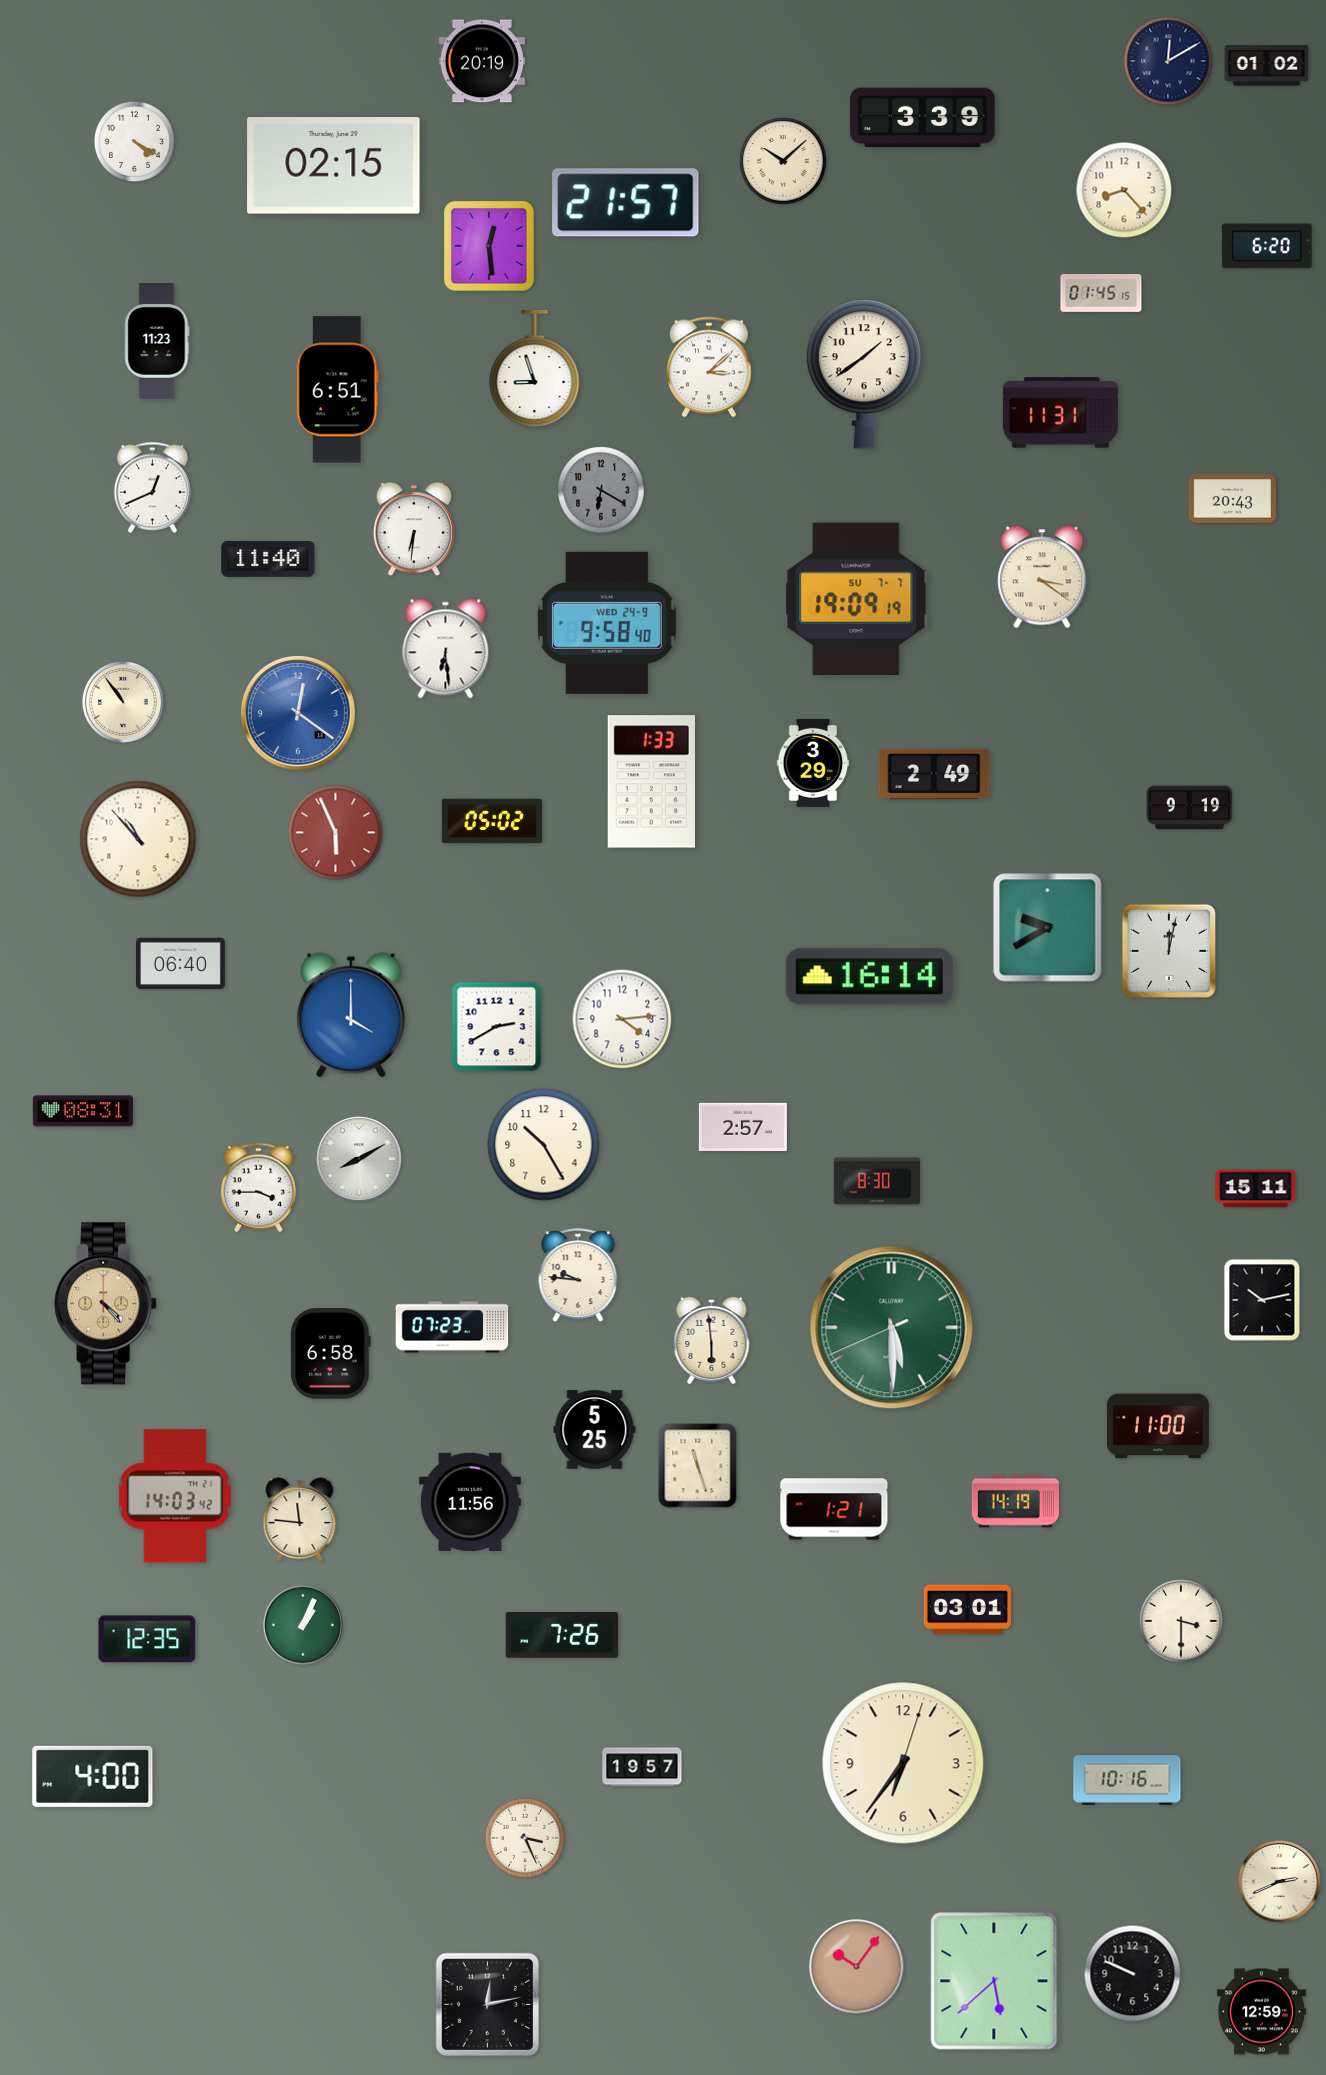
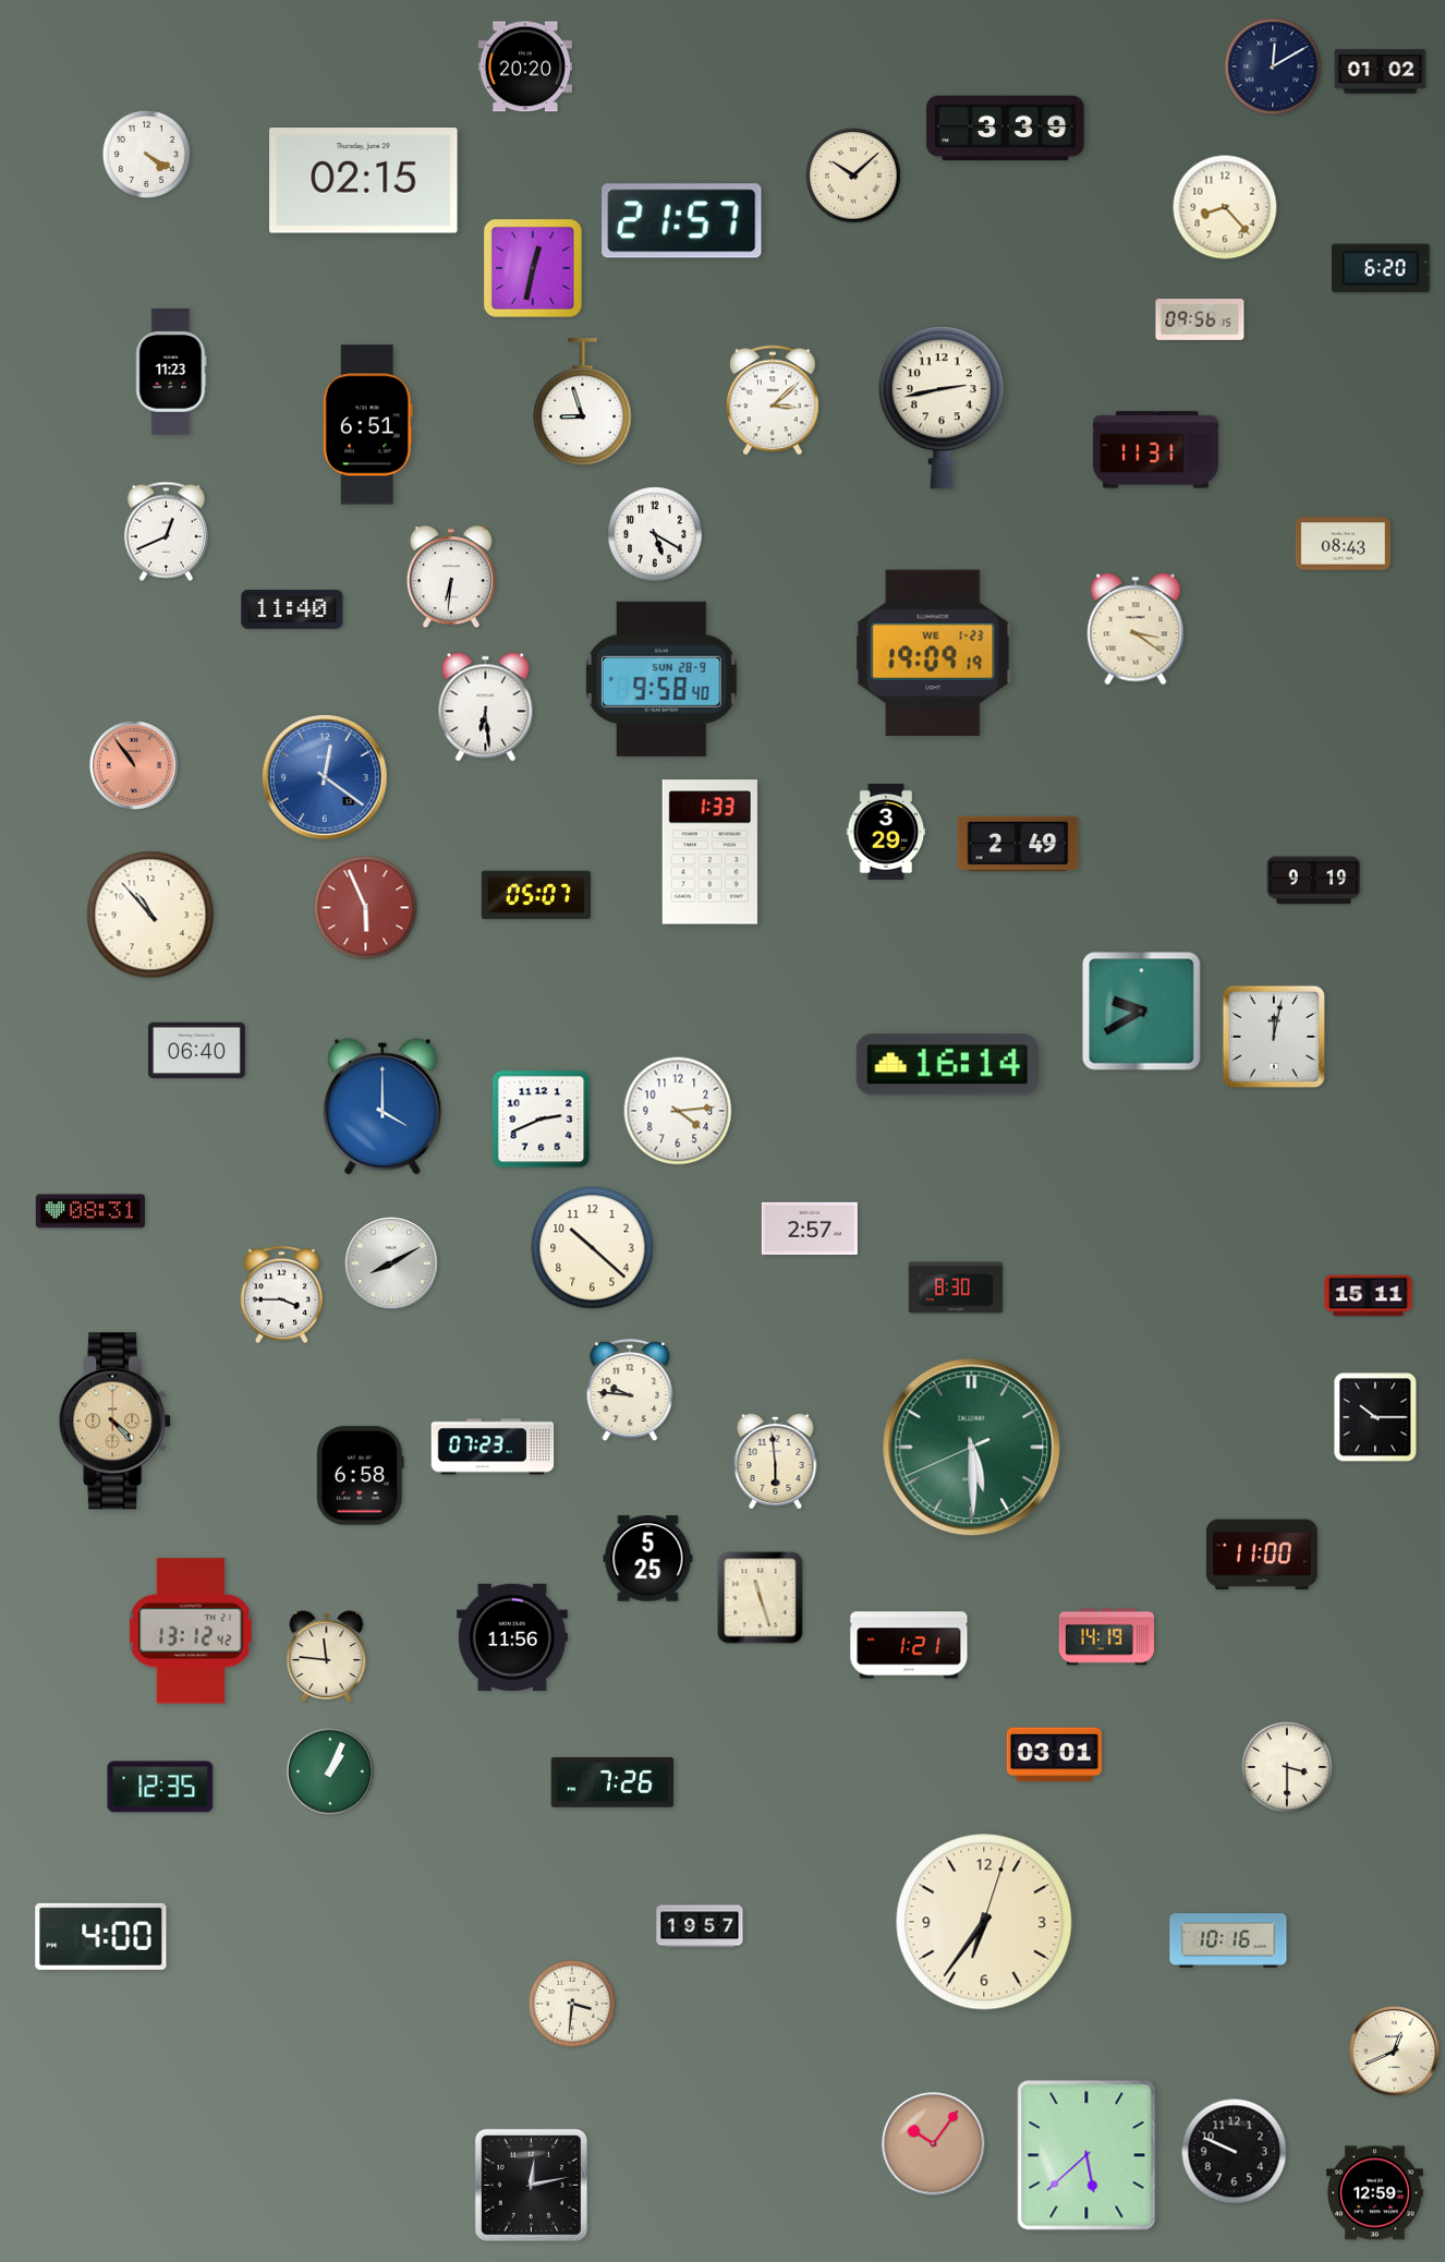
clock at (481, 61): 20:19 -> 20:20
clock at (489, 246): 12:29 -> 12:32
clock at (1101, 294): 01:45 -> 09:56
clock at (864, 374): 1:39 -> 2:43
clock at (601, 490): 6:20 -> 5:20
clock at (601, 490) dial: grey -> white
clock at (1232, 499): 20:43 -> 08:43
clock at (856, 599) date: SU 7-7 -> WE 1-23
clock at (607, 623) date: WED 24-9 -> SUN 28-9
clock at (123, 702) dial: cream -> salmon
clock at (1190, 808) position: (1190, 808) -> (1314, 881)
clock at (491, 821): 05:02 -> 05:07
clock at (497, 1027): 2:40 -> 2:41
clock at (544, 1145): 10:25 -> 10:22
clock at (1262, 1300): 10:13 -> 10:15
clock at (175, 1496): 14:03 -> 13:12
clock at (525, 1838): 3:26 -> 3:31
clock at (1280, 1882): 2:41 -> 12:41
clock at (994, 1981) position: (994, 1981) -> (1086, 2155)
